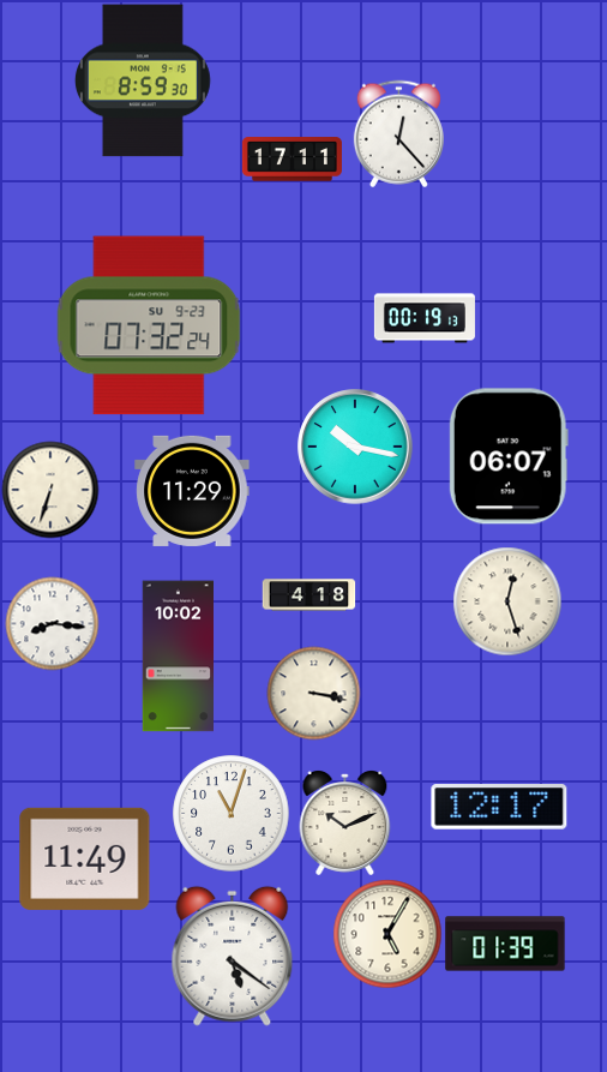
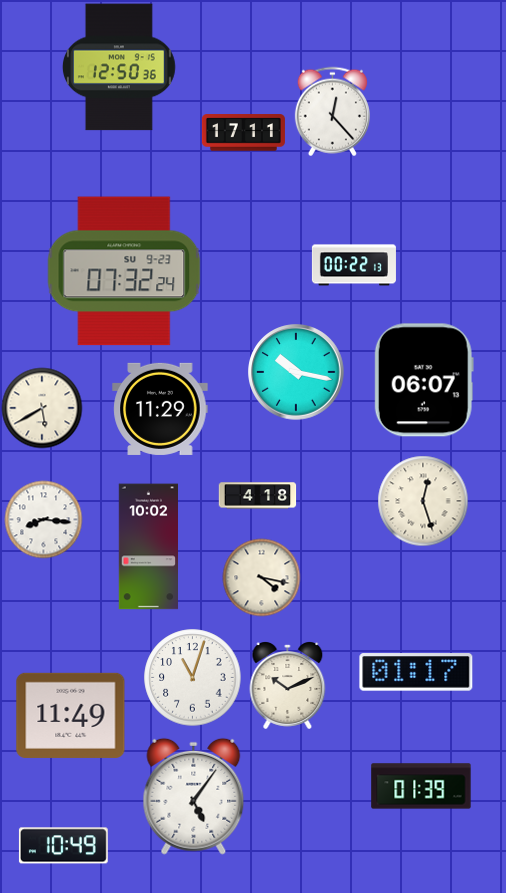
clock at (143, 80): 8:59 -> 12:50
clock at (425, 318): 00:19 -> 00:22
clock at (50, 490): 6:33 -> 5:40
clock at (313, 693): 3:17 -> 4:17
clock at (499, 807): 12:17 -> 01:17
clock at (387, 934): 5:05 -> none
clock at (233, 956): 5:21 -> 5:06
clock at (63, 846): none -> 10:49
